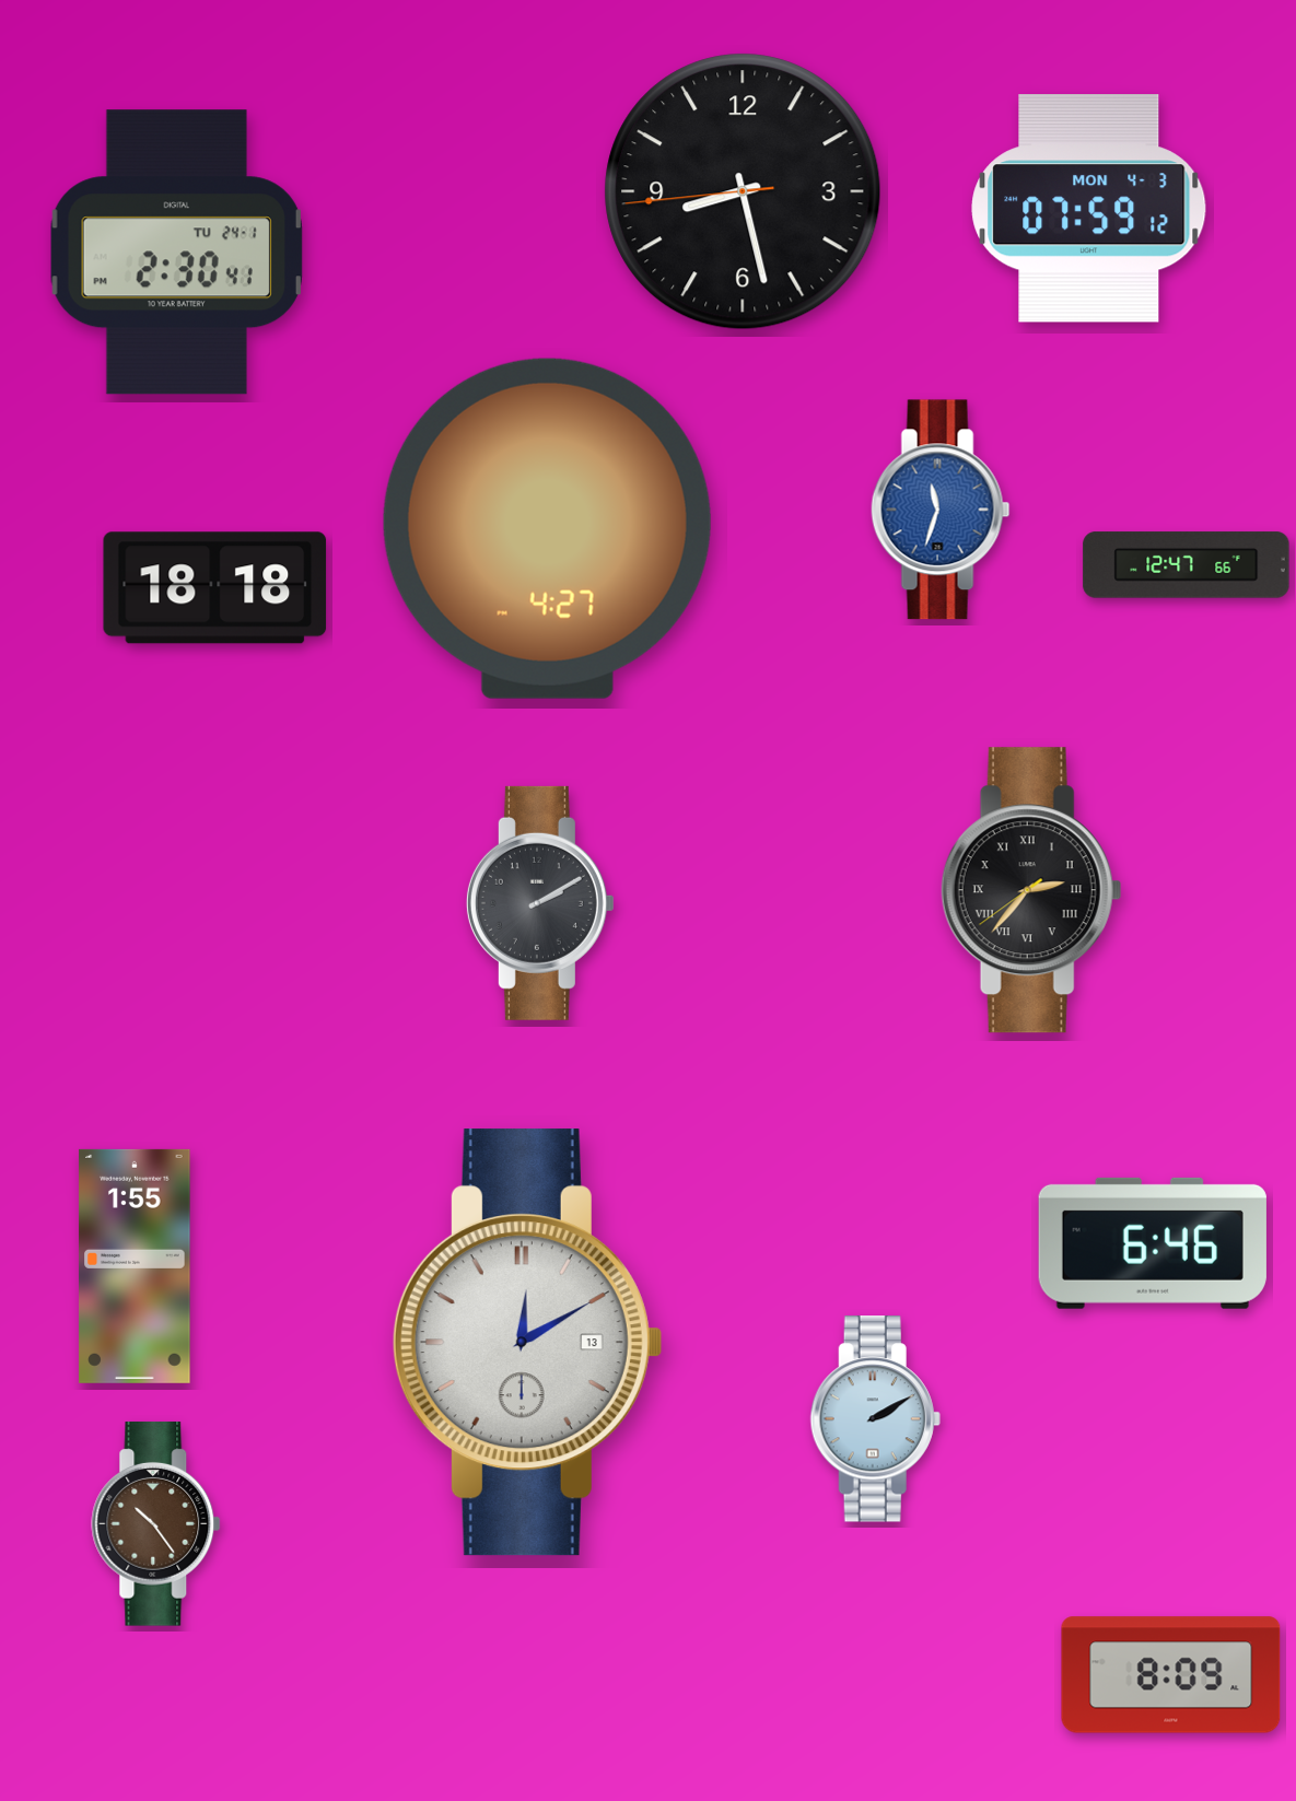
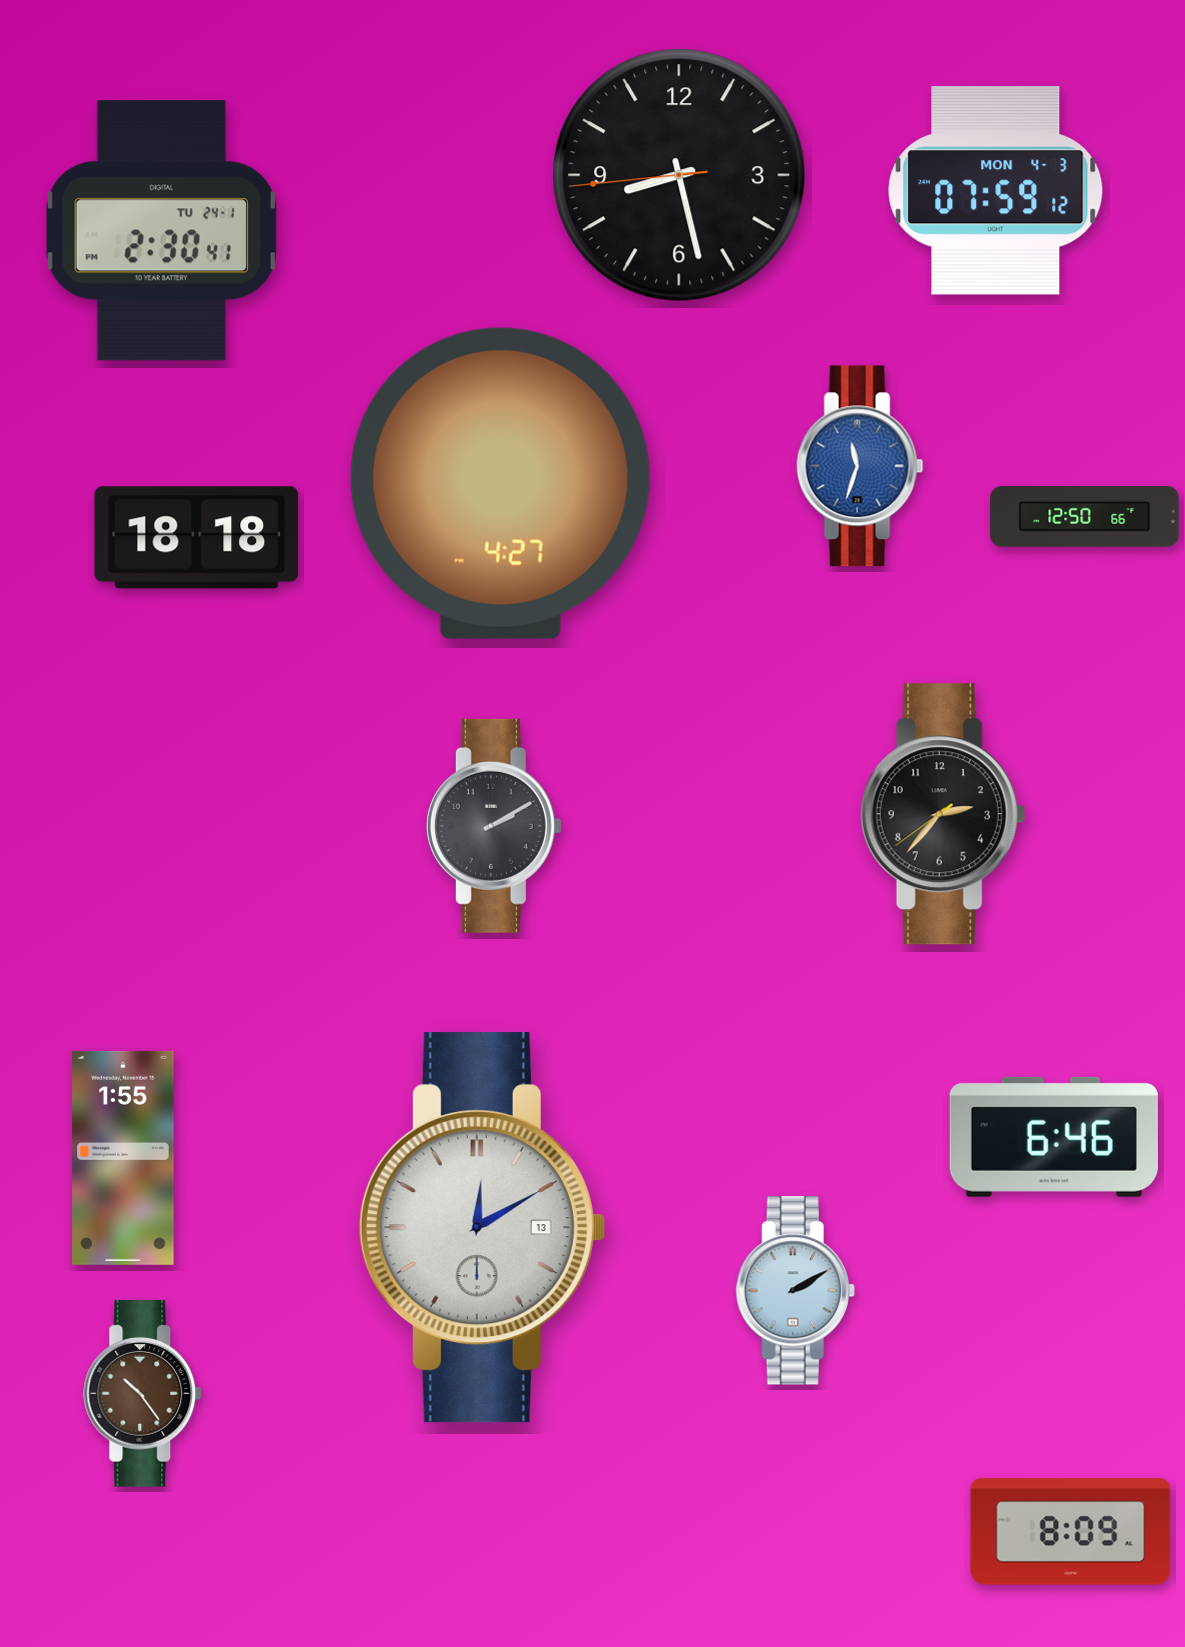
clock at (1187, 565): 12:47 -> 12:50
clock at (1031, 890) numerals: Roman -> Arabic
clock at (875, 1419) position: (875, 1419) -> (795, 1291)
